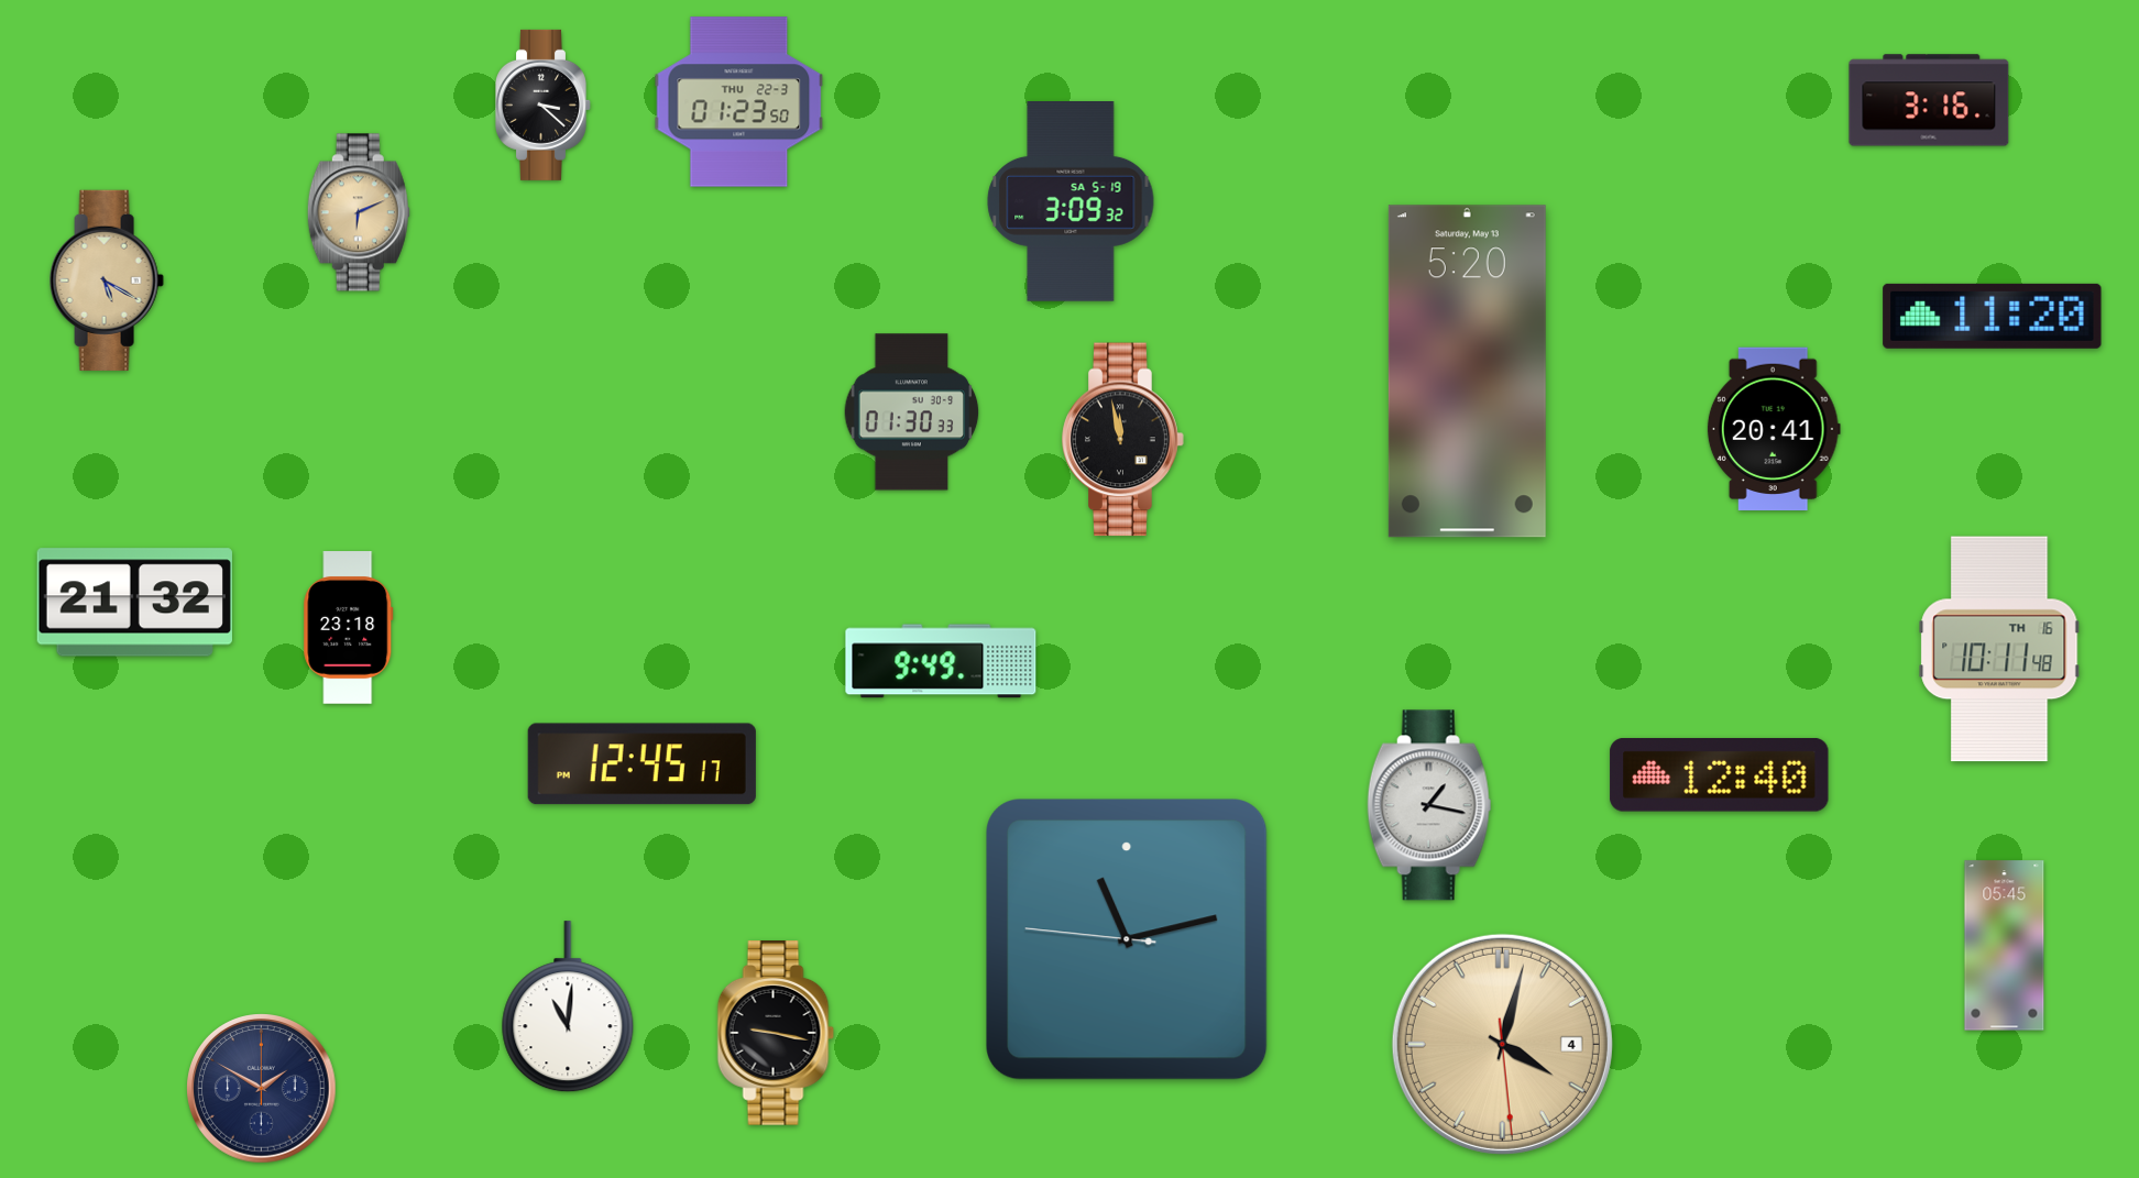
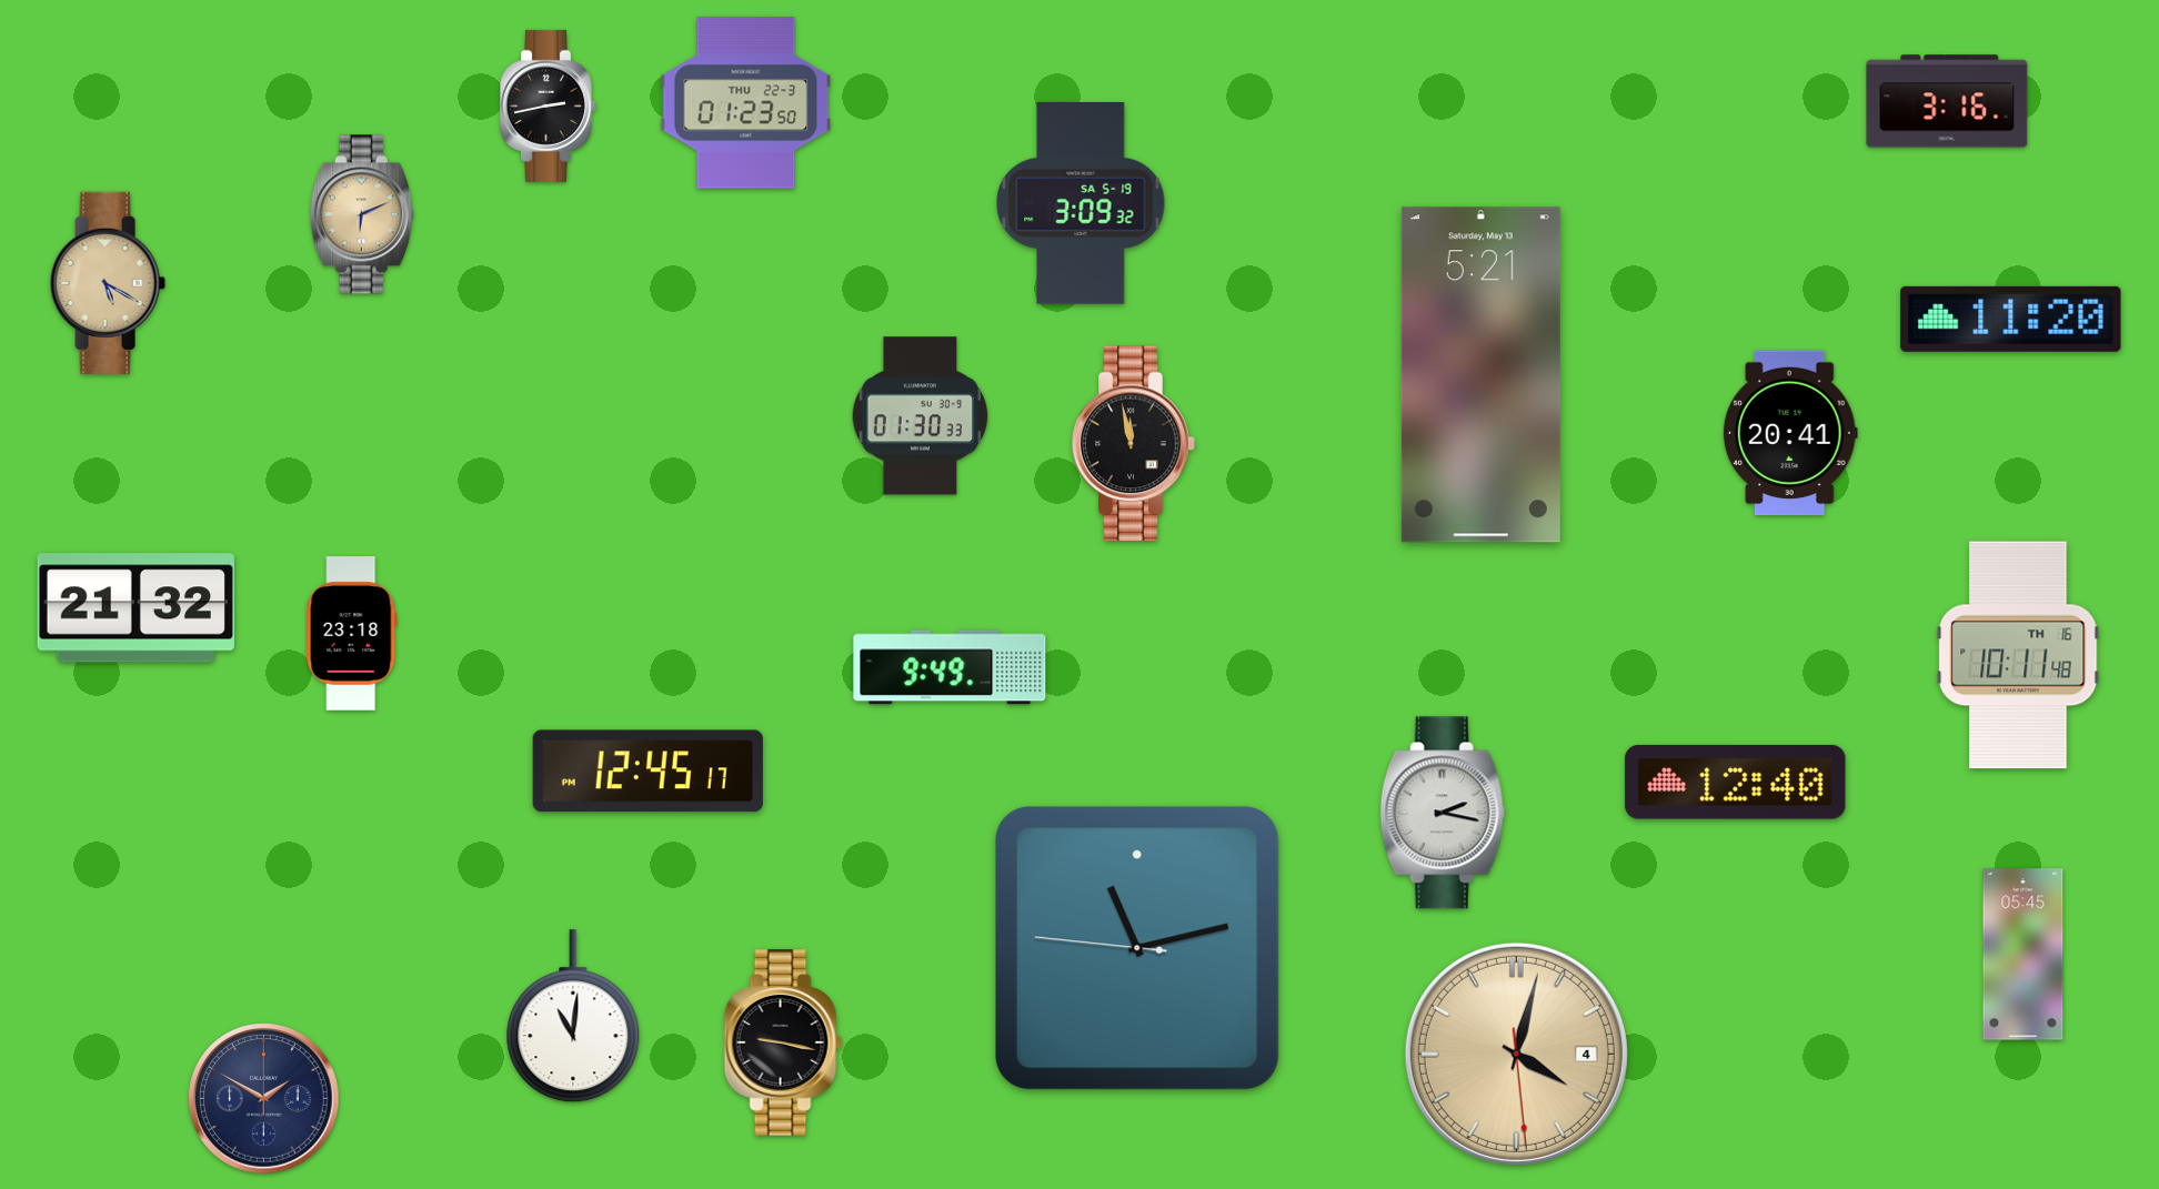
clock at (544, 104): 3:22 -> 2:43
clock at (1467, 372): 5:20 -> 5:21
clock at (1429, 805): 1:17 -> 2:17
